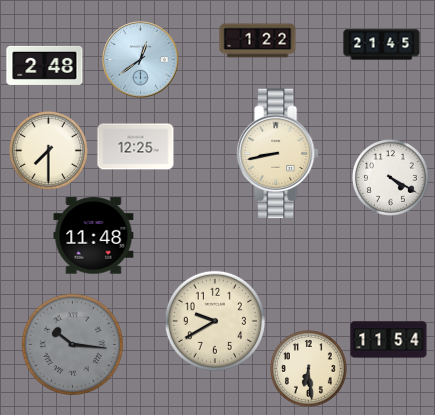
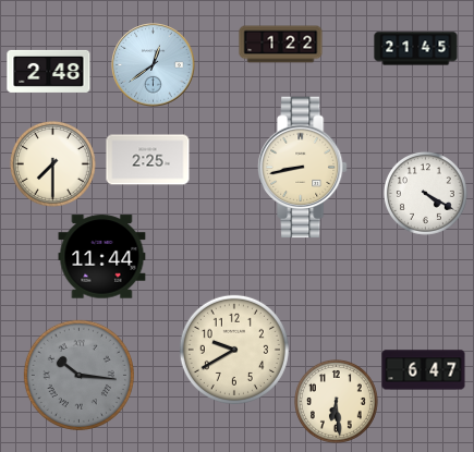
clock at (136, 147): 12:25 -> 2:25
clock at (94, 236): 11:48 -> 11:44
clock at (389, 340): 11:54 -> 6:47
